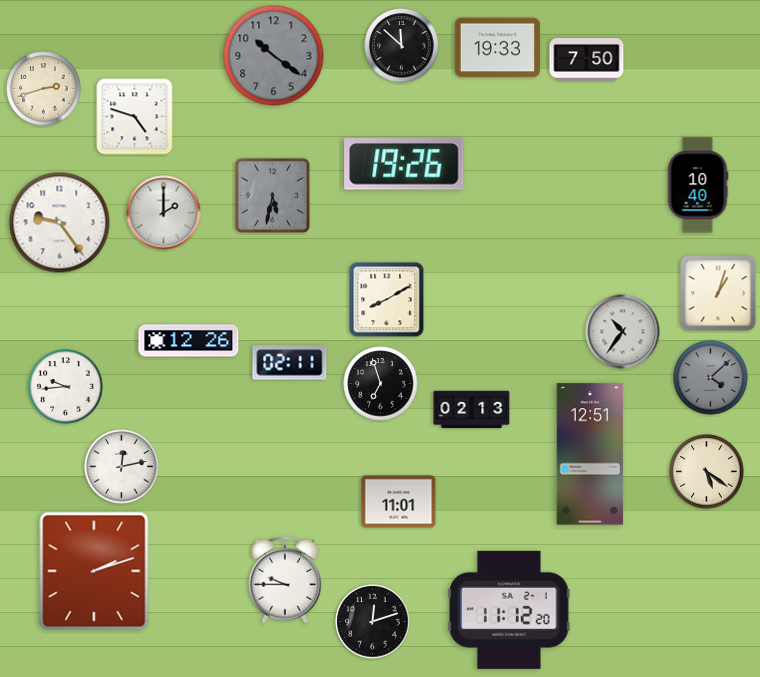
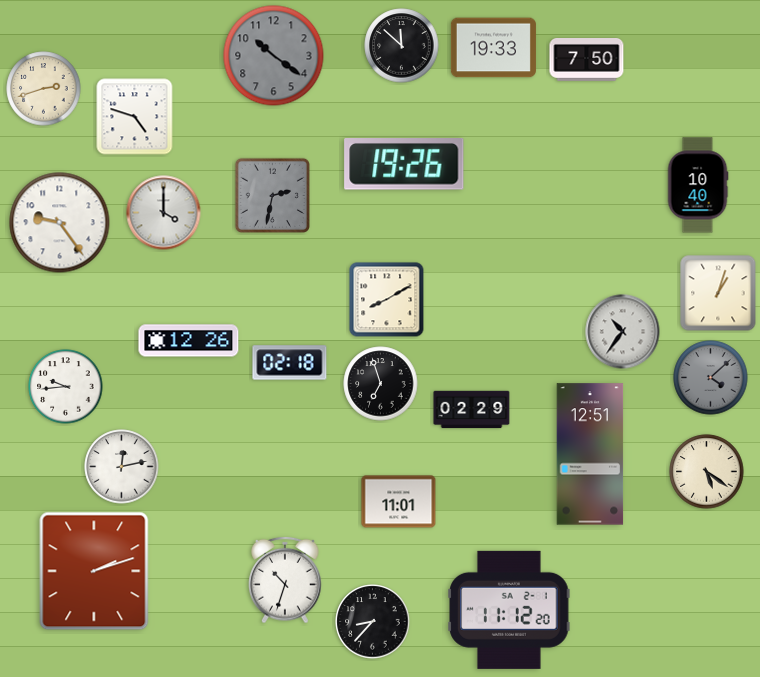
clock at (497, 48) position: (497, 48) -> (493, 48)
clock at (272, 195): 5:32 -> 2:32
clock at (164, 213): 2:00 -> 4:00
clock at (290, 363): 02:11 -> 02:18
clock at (472, 410): 02:13 -> 02:29
clock at (285, 580): 9:45 -> 10:33
clock at (373, 622): 12:12 -> 8:37
